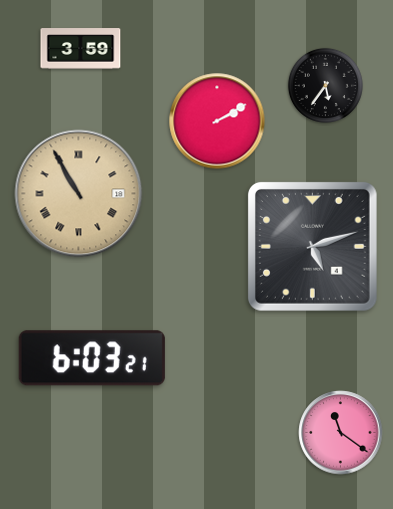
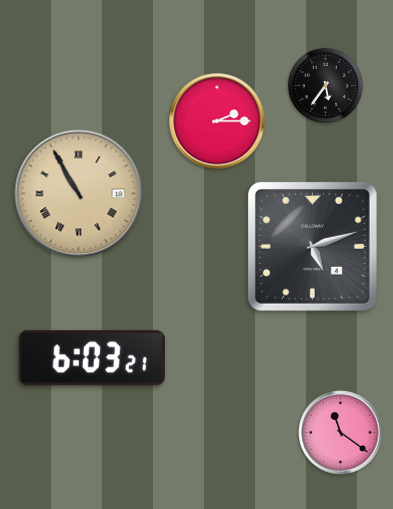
clock at (81, 49): 3:59 -> none
clock at (217, 121): 2:10 -> 2:15
